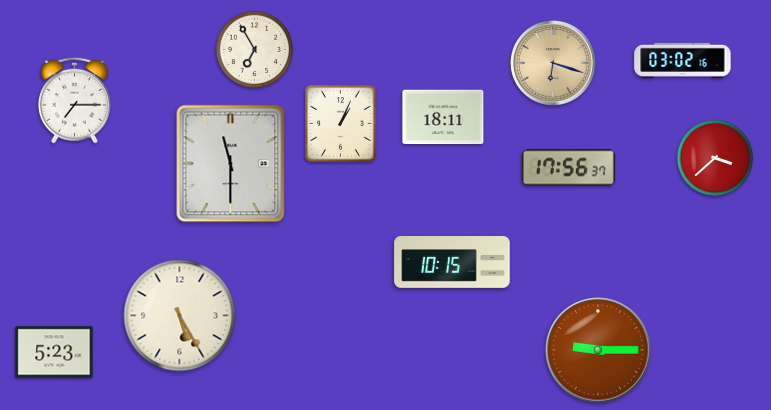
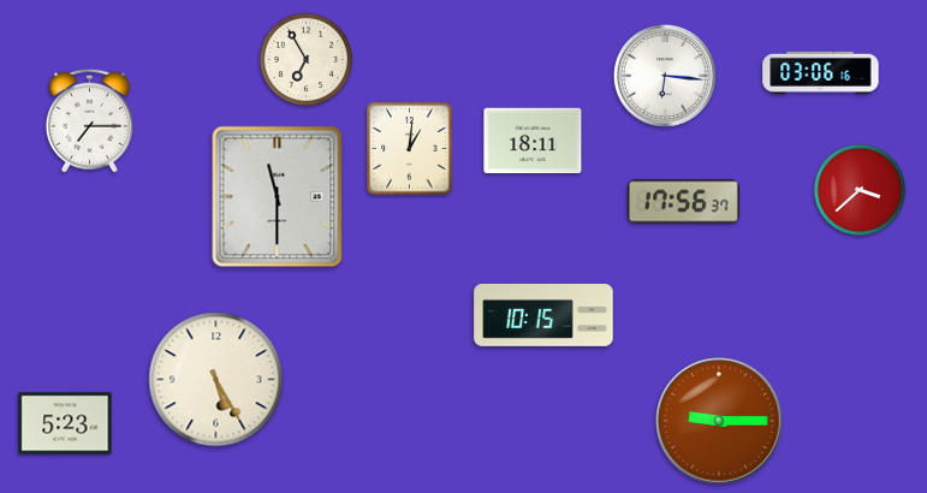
clock at (683, 60): 03:02 -> 03:06
clock at (554, 64): 6:18 -> 6:16
clock at (554, 64) dial: champagne -> white
clock at (341, 124): 1:04 -> 1:01
